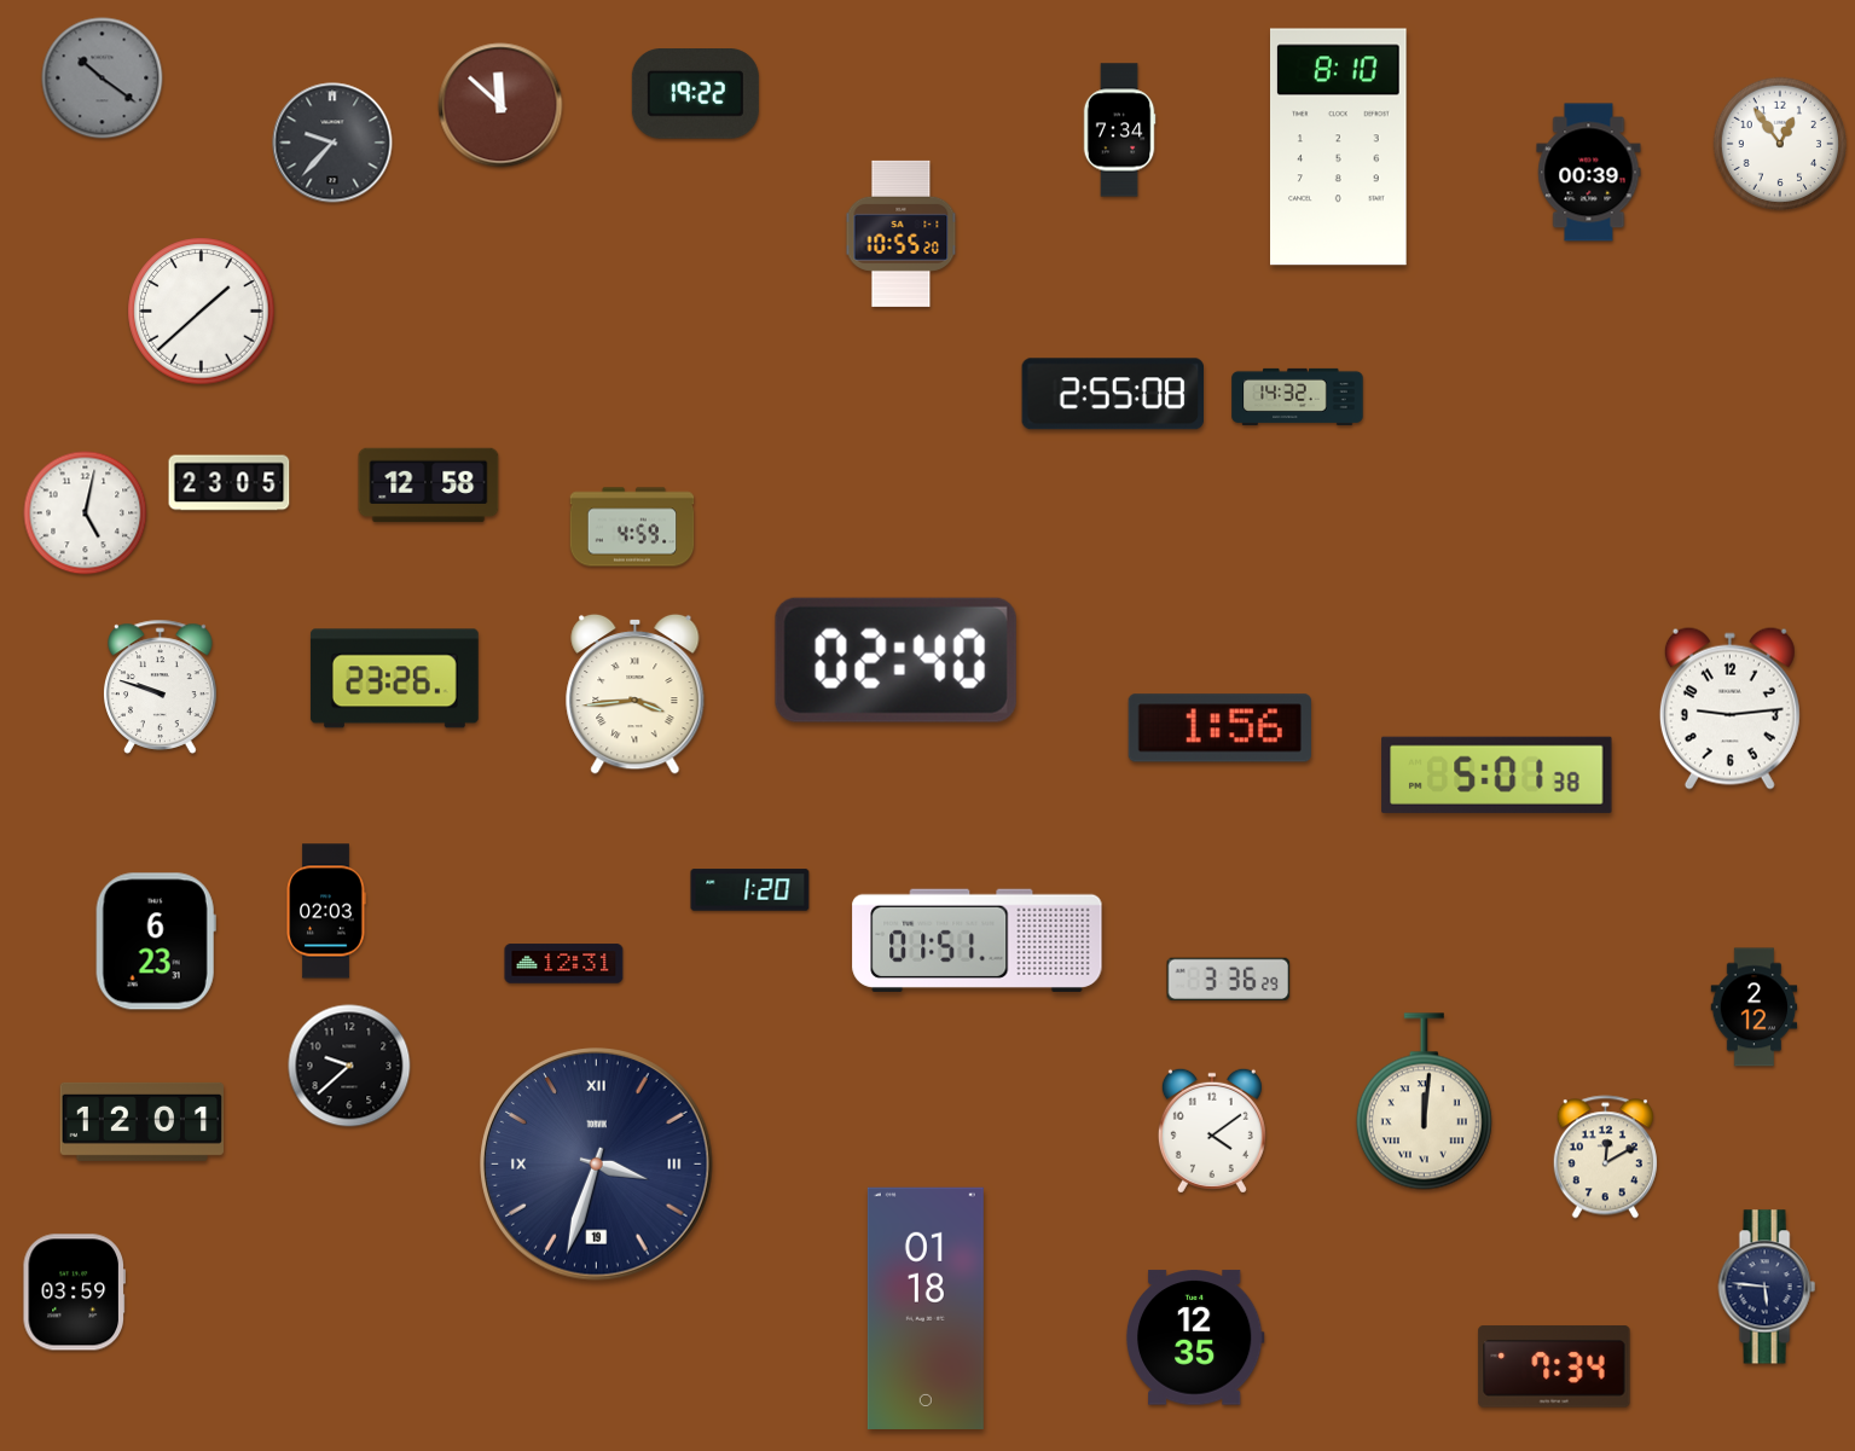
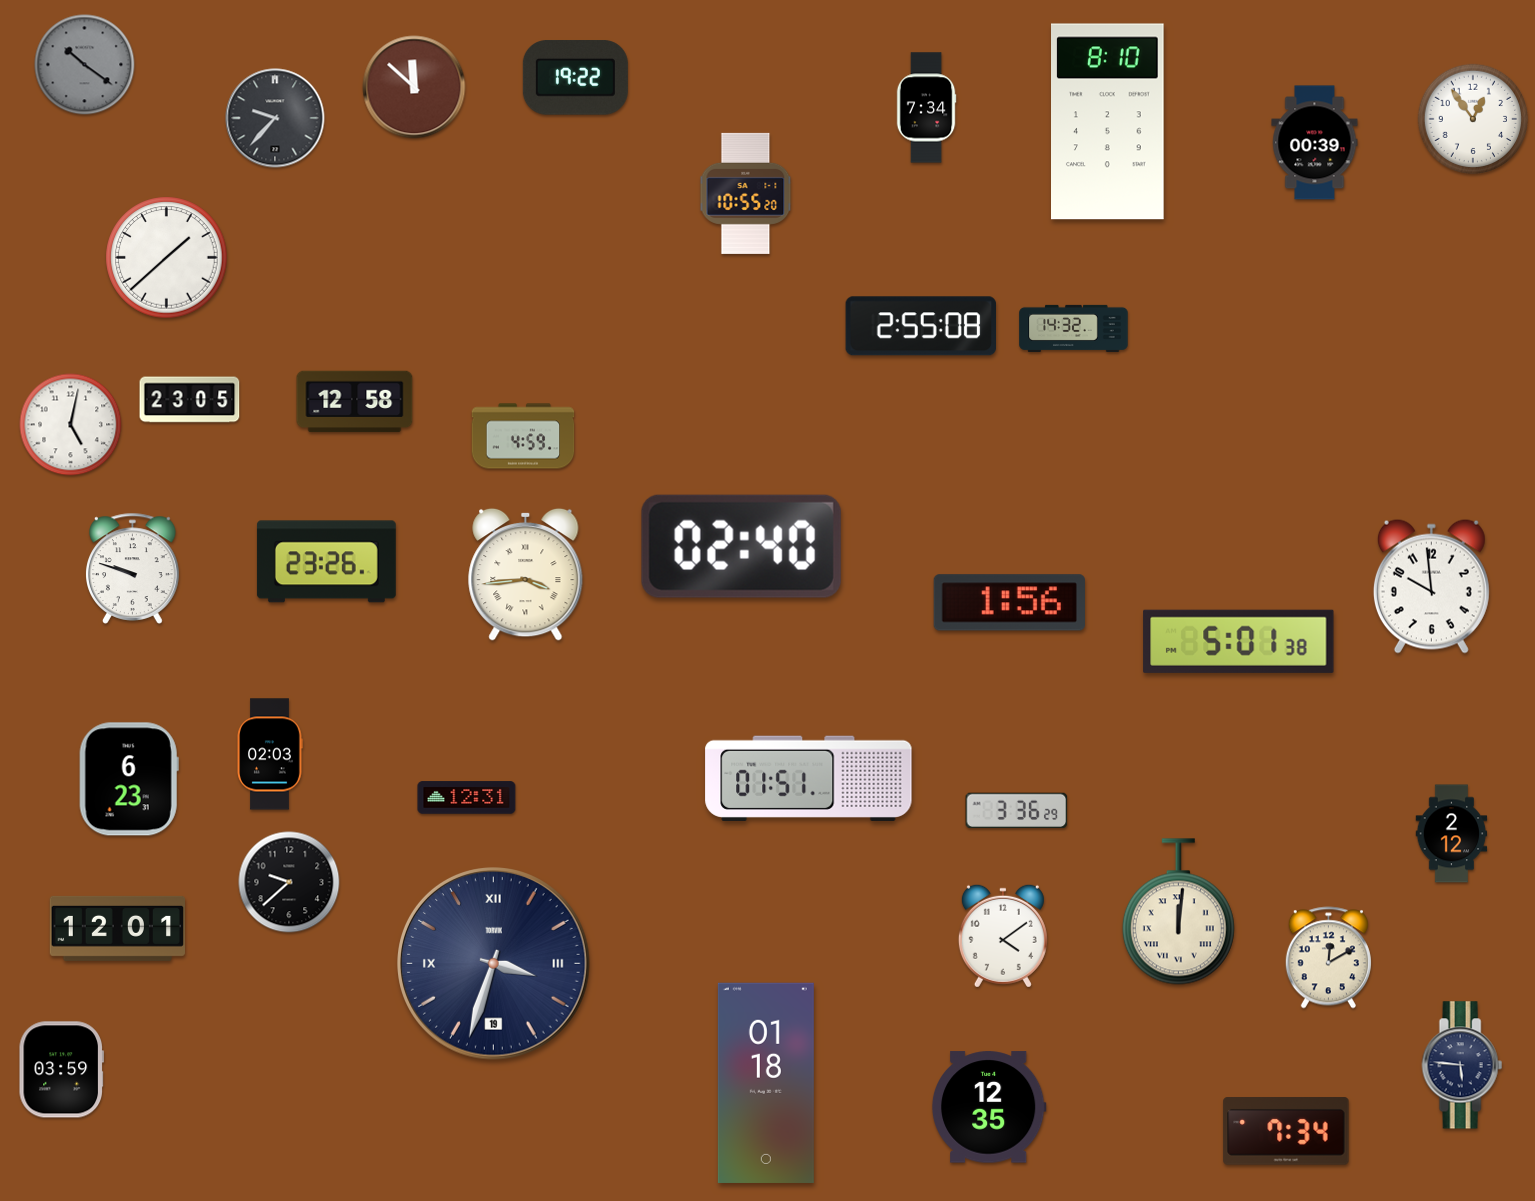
clock at (1729, 708): 9:14 -> 9:59
clock at (750, 890): 1:20 -> none
